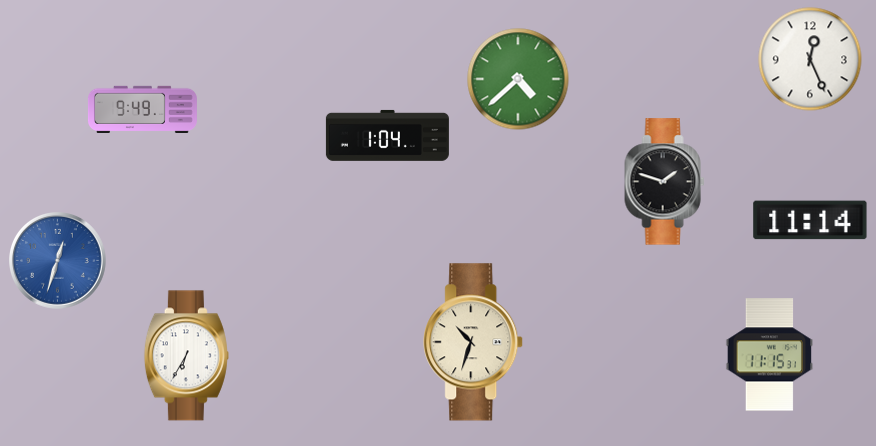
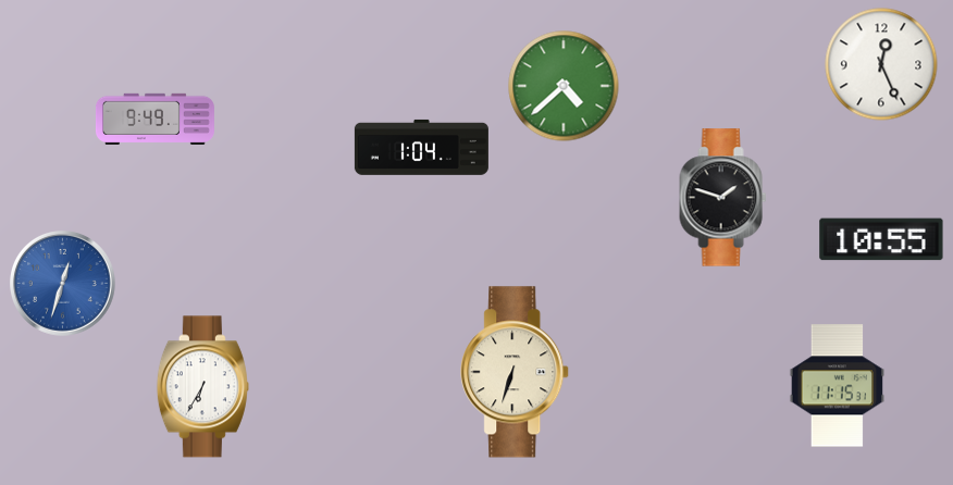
clock at (810, 220): 11:14 -> 10:55
clock at (474, 342): 10:33 -> 6:33
